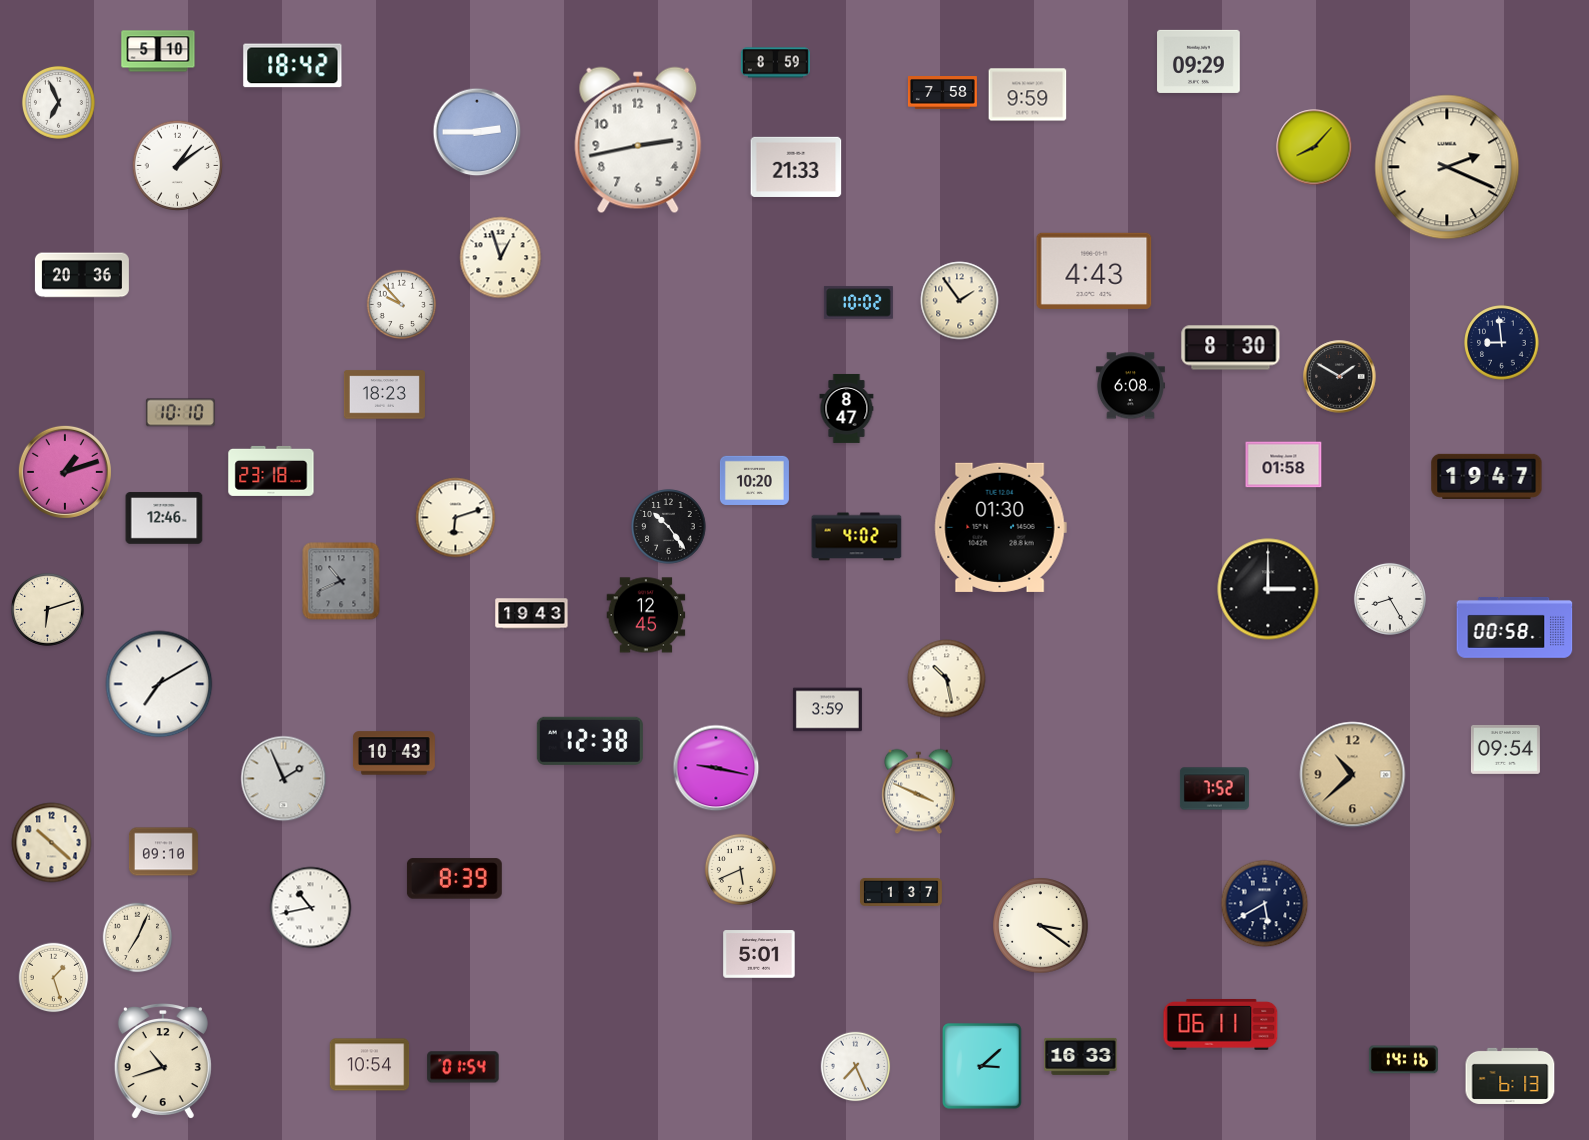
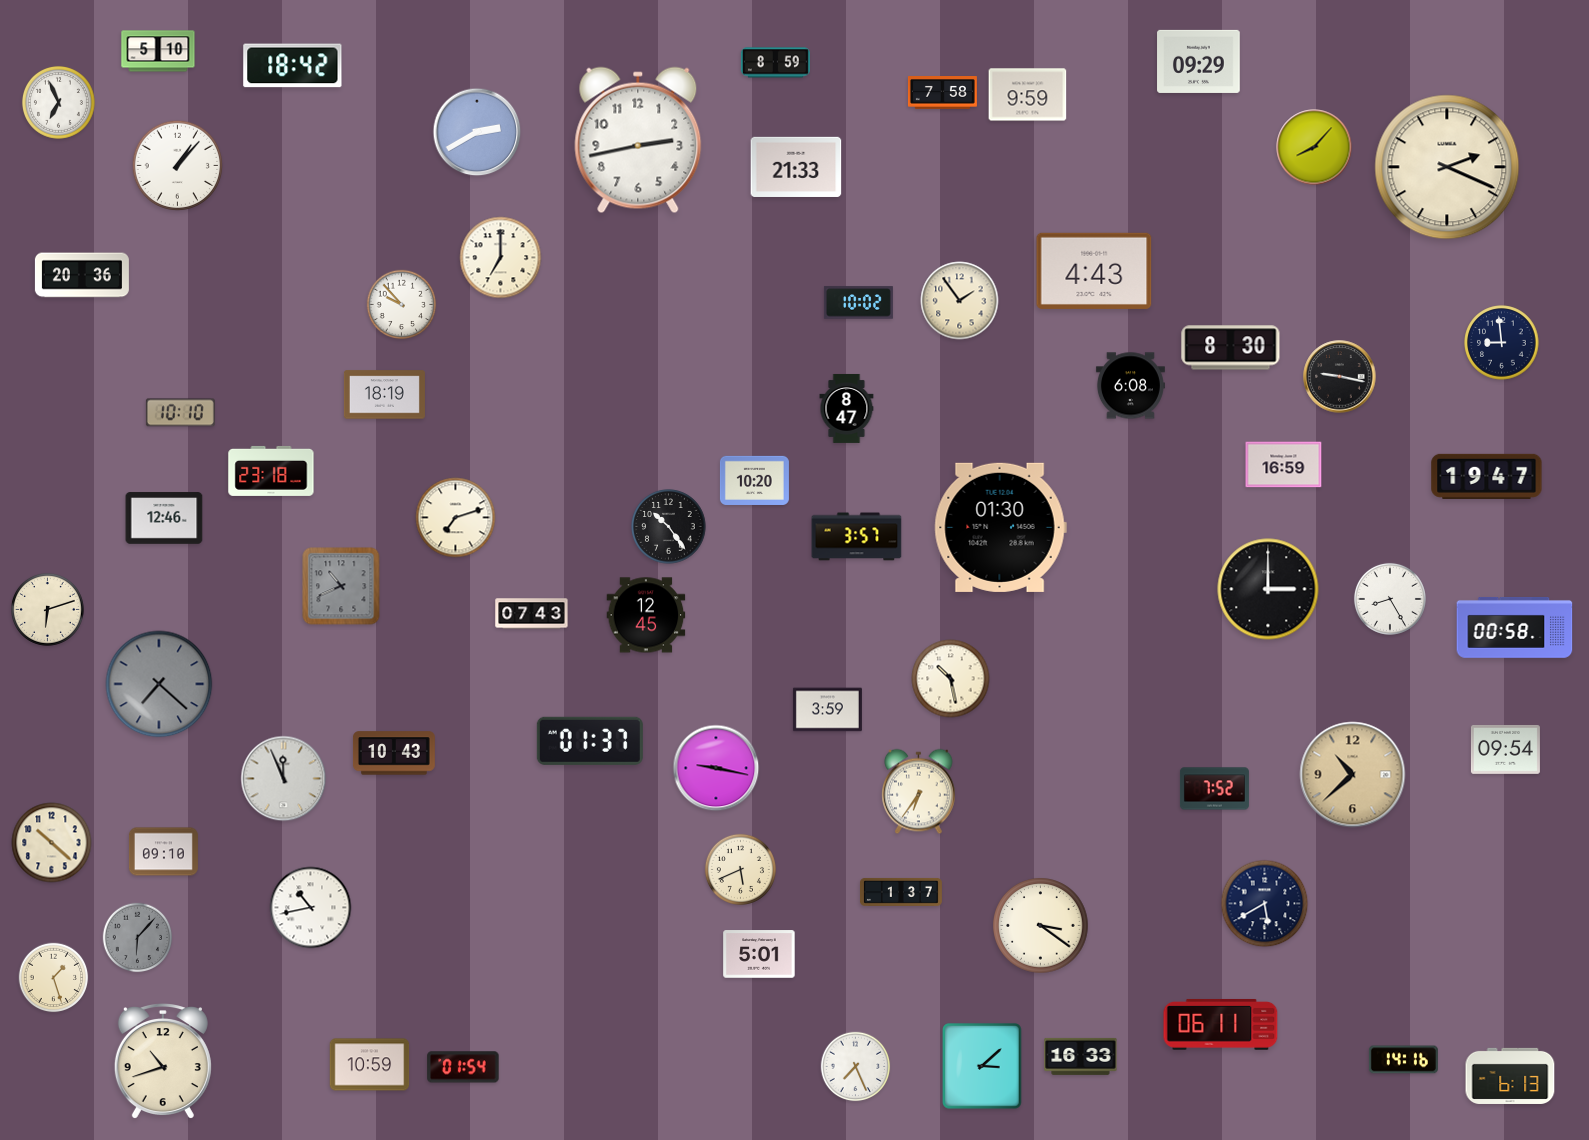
clock at (477, 132): 2:45 -> 2:40
clock at (178, 166): 1:09 -> 1:07
clock at (501, 258): 12:57 -> 7:00
clock at (1340, 377): 1:50 -> 9:17
clock at (384, 395): 18:23 -> 18:19
clock at (1284, 465): 01:58 -> 16:59
clock at (65, 472): 1:12 -> none
clock at (456, 518): 6:12 -> 7:12
clock at (857, 537): 4:02 -> 3:57
clock at (341, 581) position: (341, 581) -> (341, 586)
clock at (532, 614): 19:43 -> 07:43
clock at (947, 679) position: (947, 679) -> (951, 679)
clock at (159, 684): 7:10 -> 7:22
clock at (159, 684) dial: white -> grey
clock at (590, 741): 12:38 -> 01:37
clock at (284, 779): 1:56 -> 11:56
clock at (919, 792): 3:49 -> 6:36
clock at (454, 879): 8:39 -> none
clock at (138, 938): 7:04 -> 6:07
clock at (138, 938) dial: cream -> grey
clock at (370, 1065): 10:54 -> 10:59
